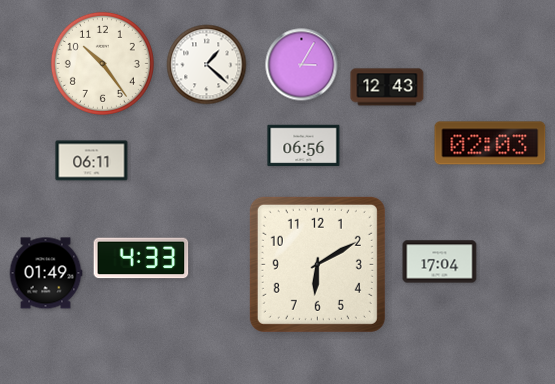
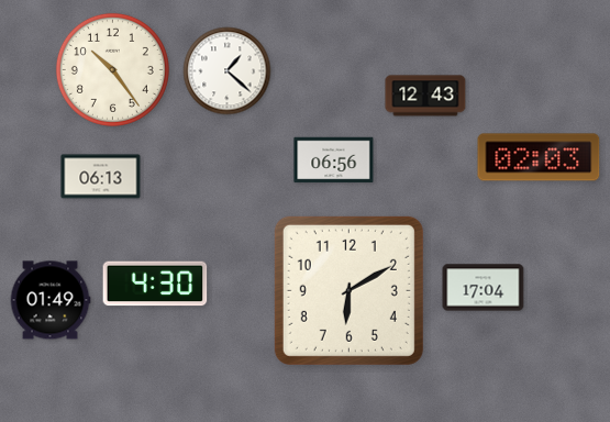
clock at (302, 65): 3:05 -> none
clock at (92, 161): 06:11 -> 06:13
clock at (141, 258): 4:33 -> 4:30
